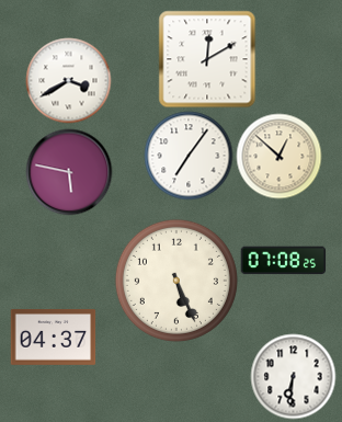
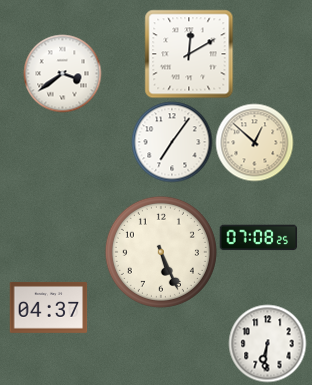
clock at (68, 80): 3:40 -> 3:39
clock at (69, 172): 5:47 -> none
clock at (176, 281) position: (176, 281) -> (161, 252)
